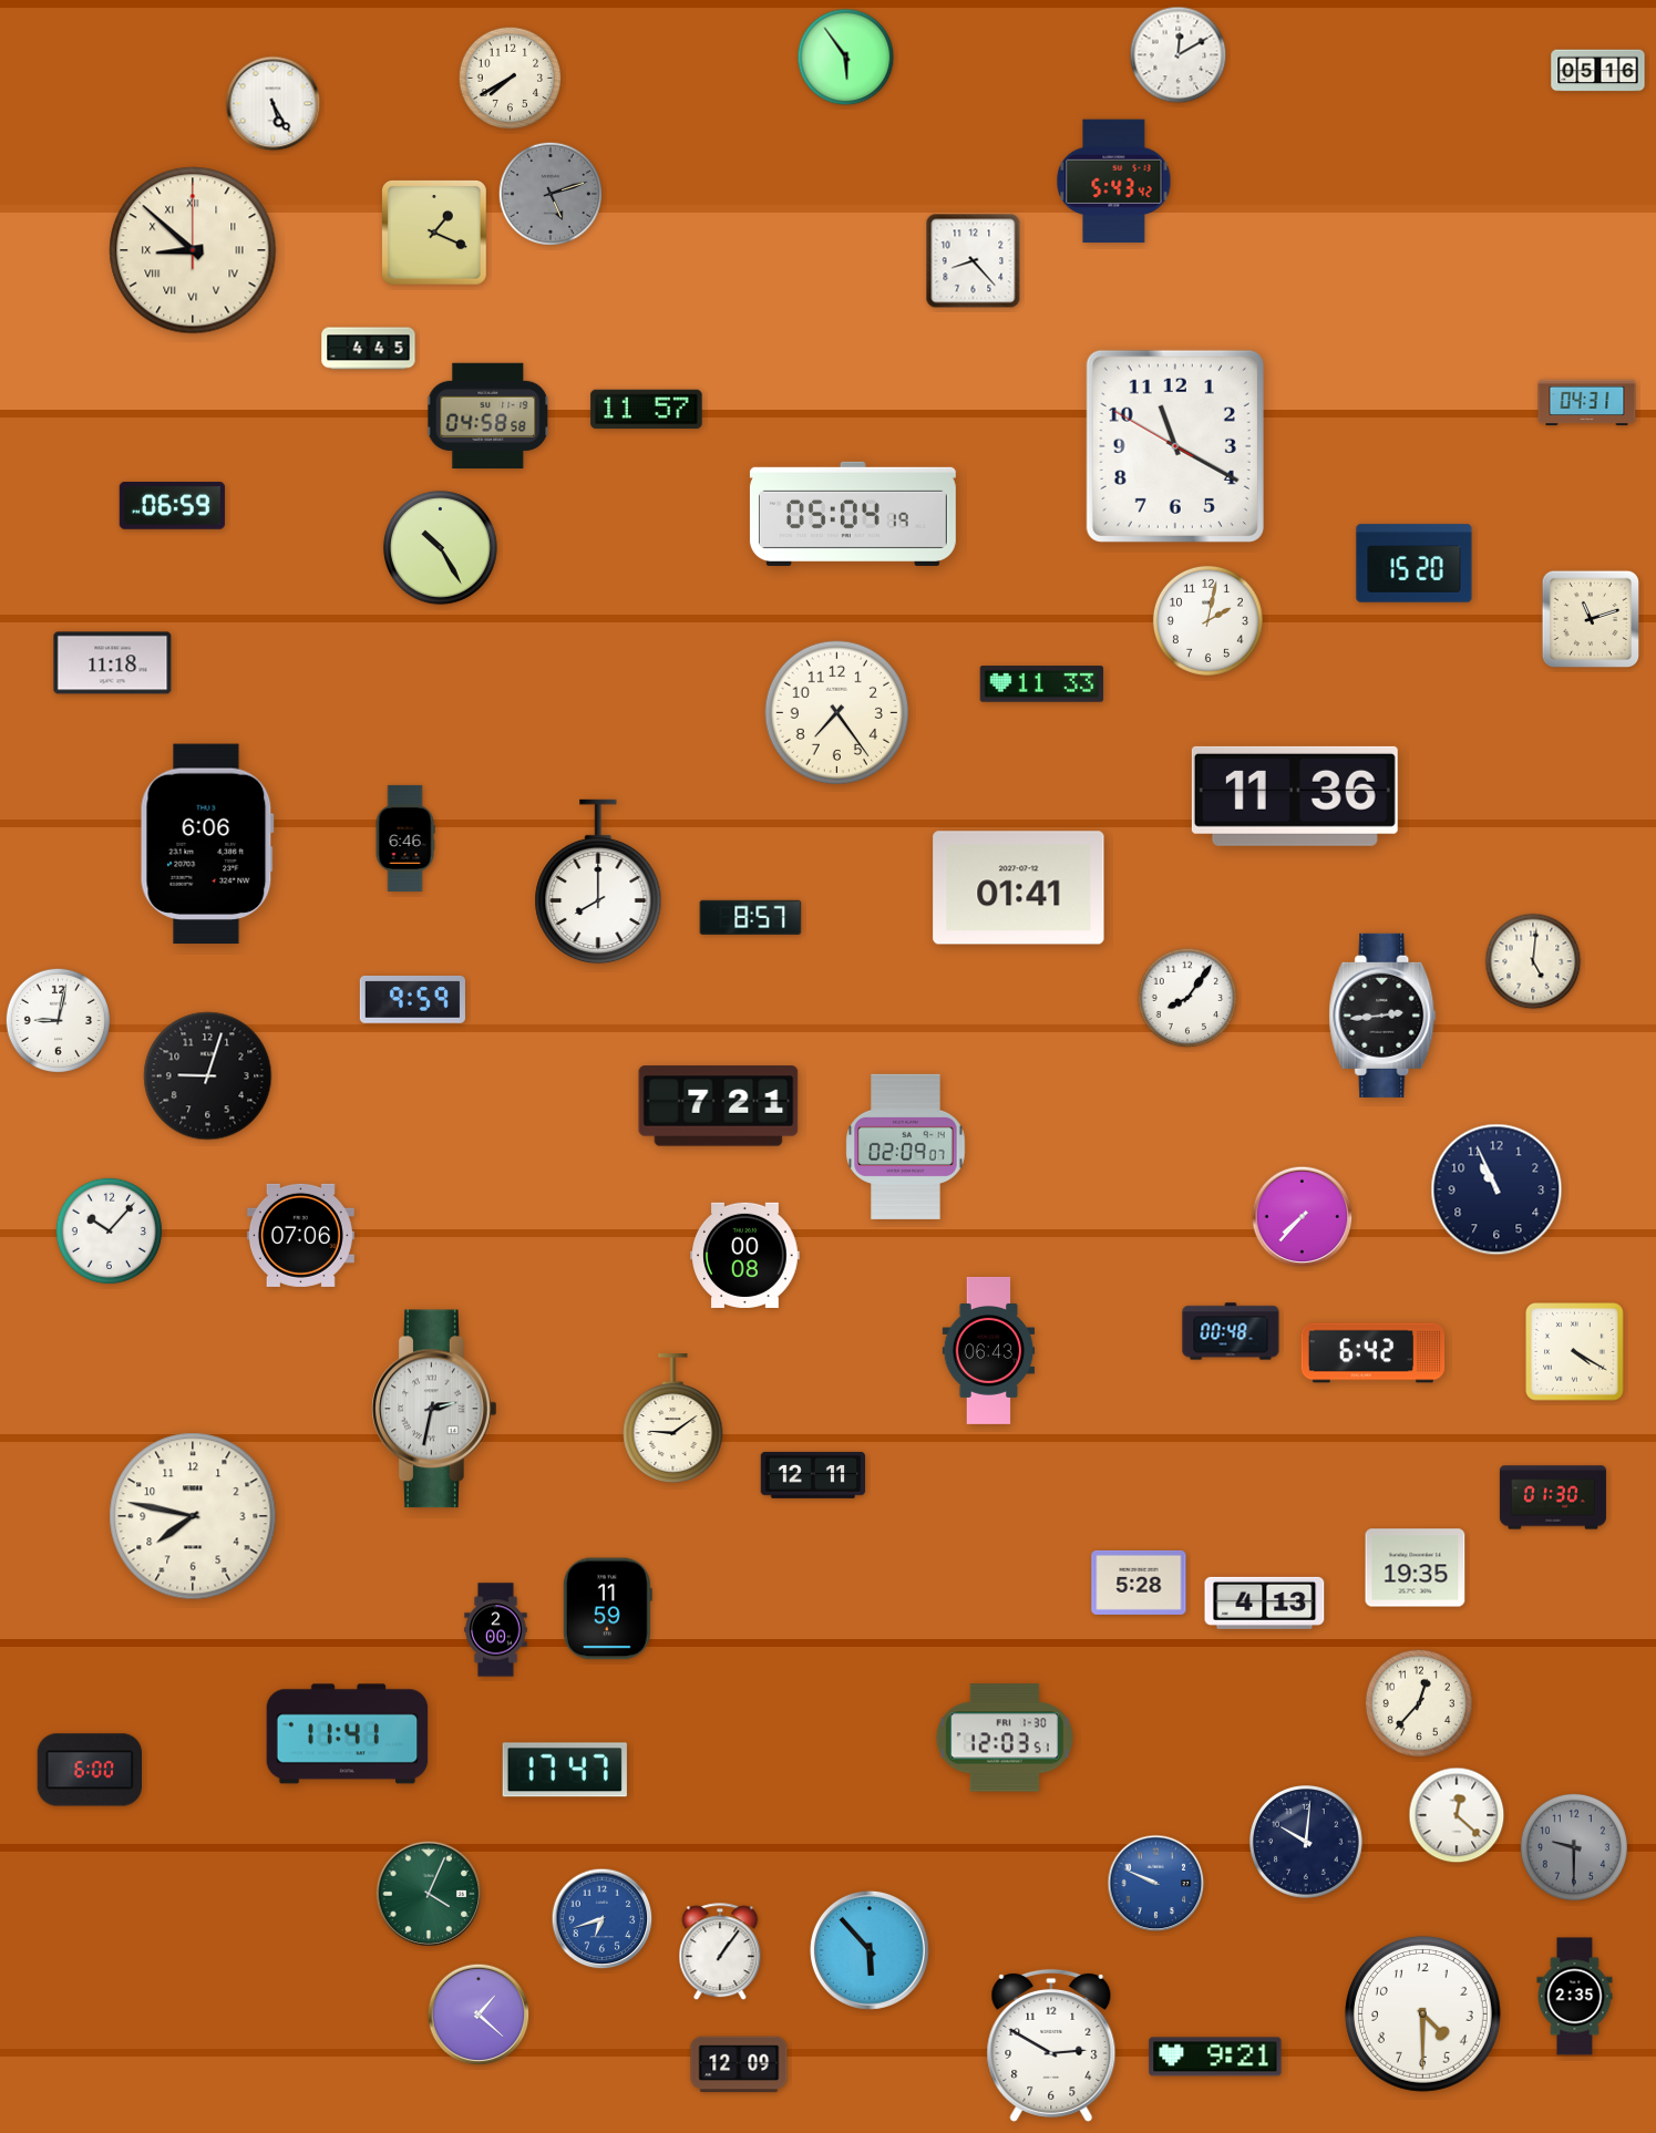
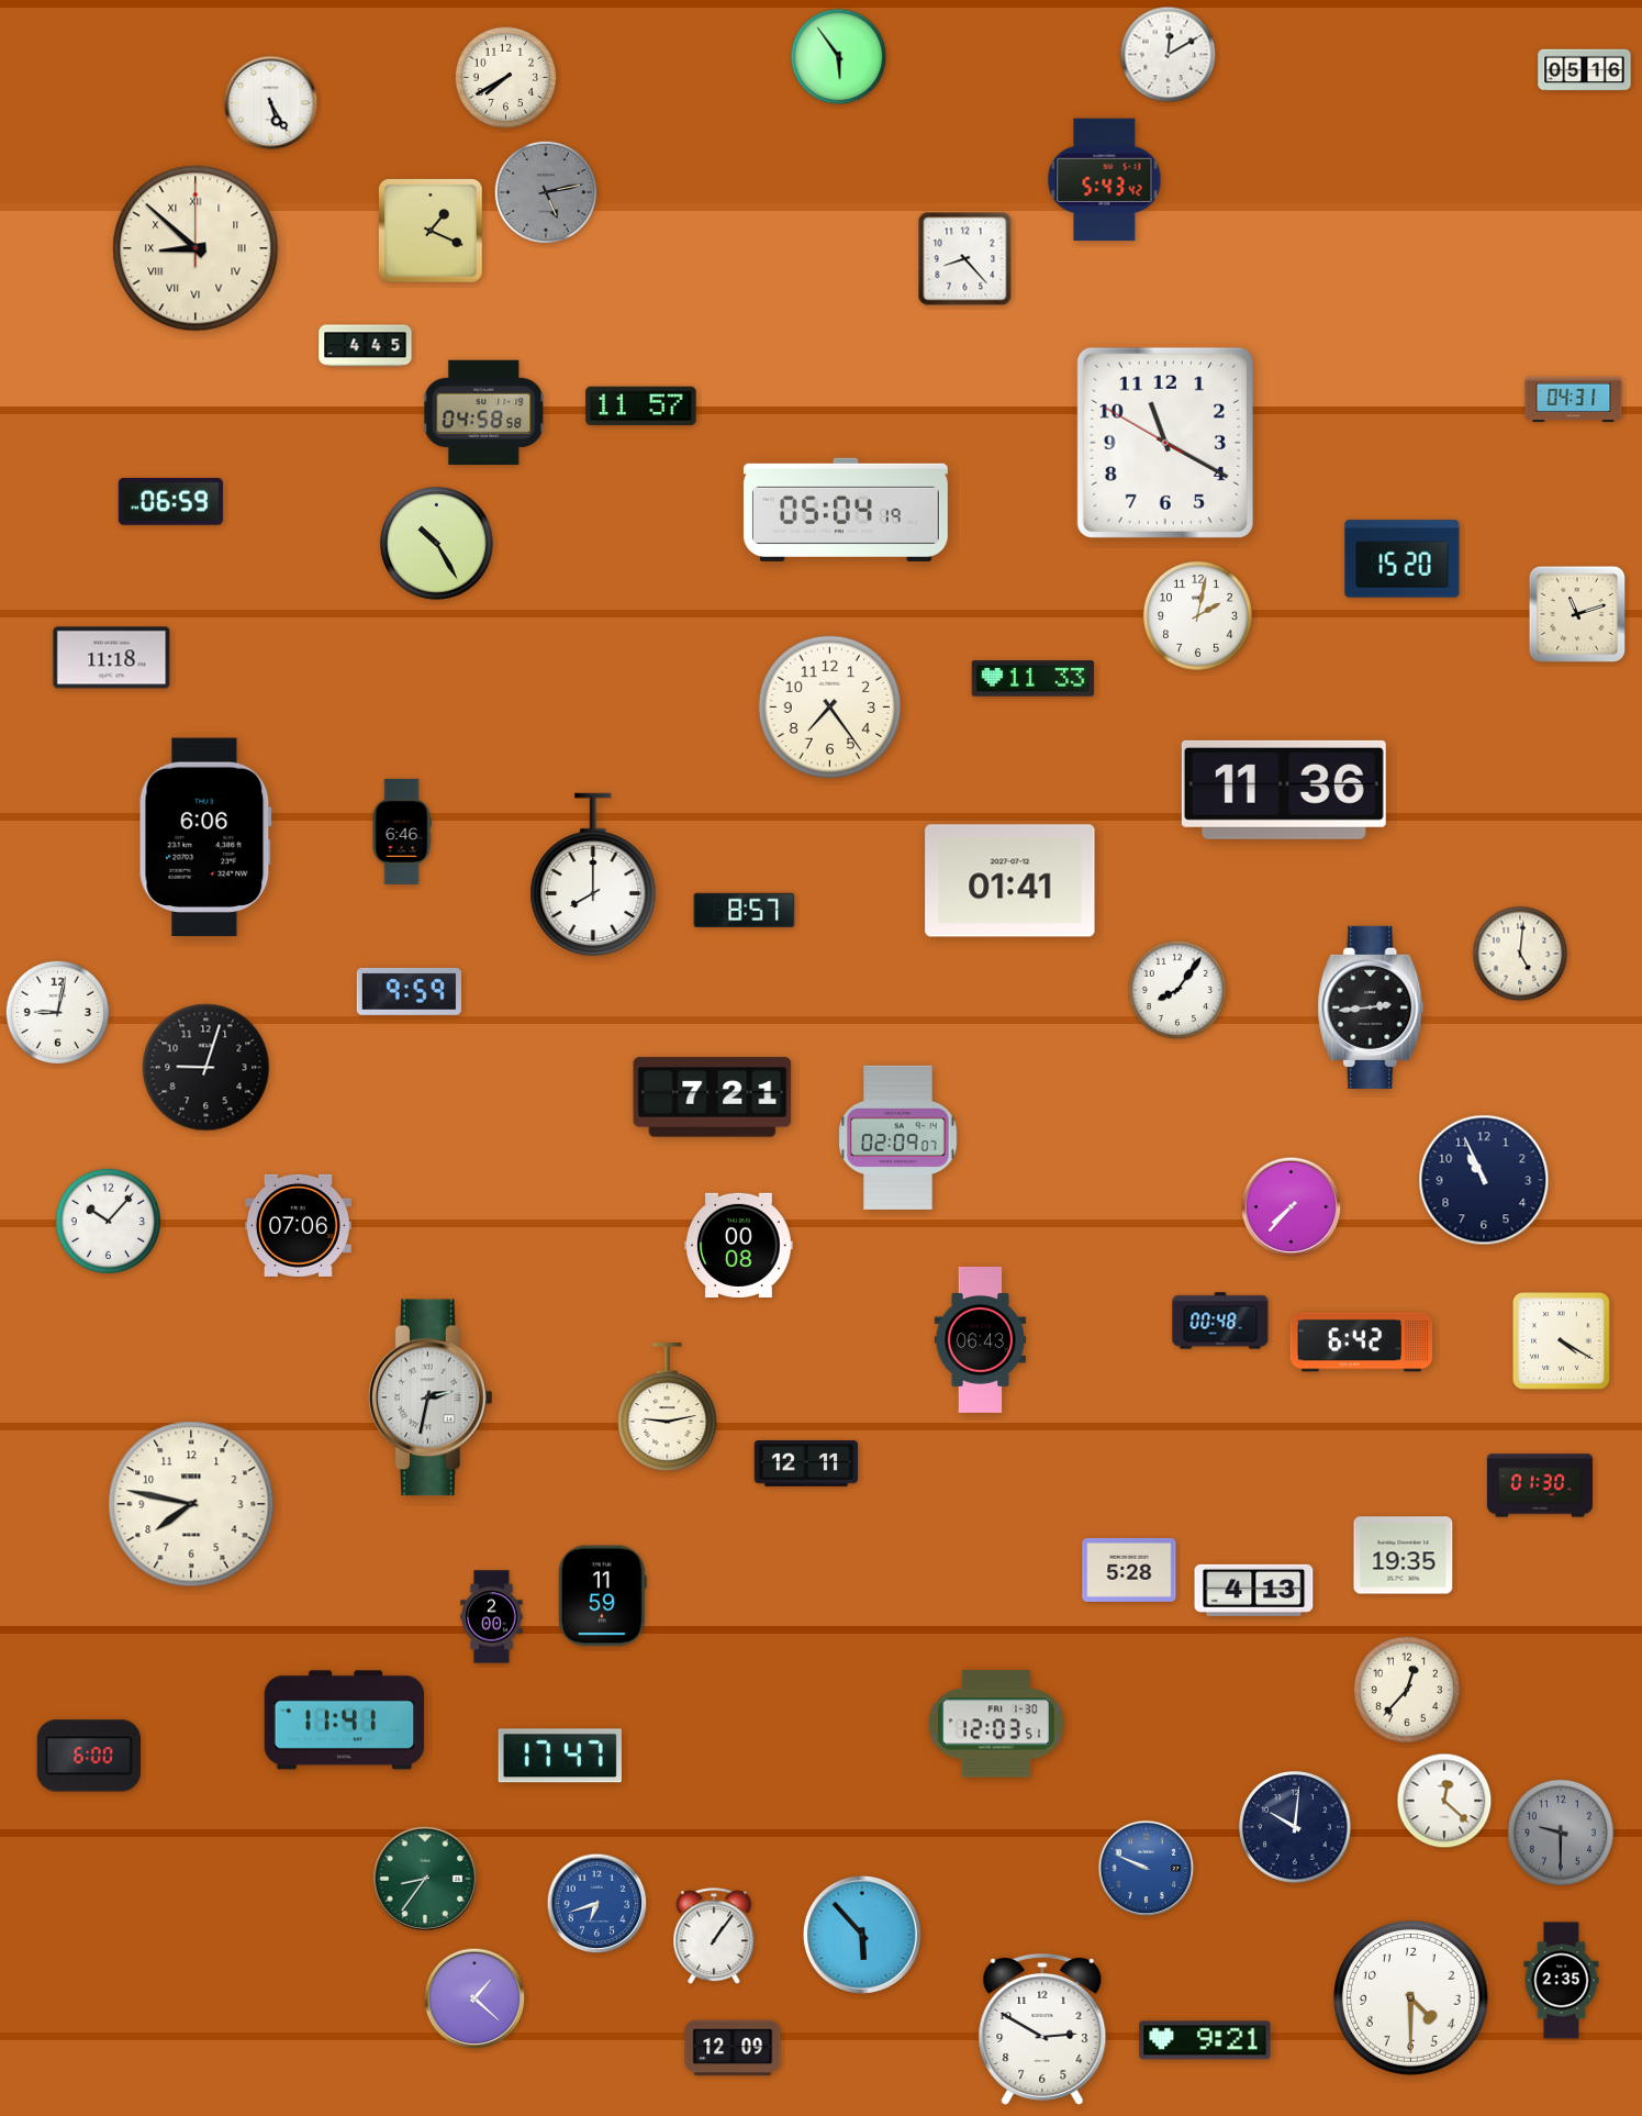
clock at (549, 193): 5:12 -> 5:13
clock at (193, 250) position: (193, 250) -> (196, 248)
clock at (673, 1418): 9:09 -> 9:13
clock at (429, 1894): 4:04 -> 8:36
